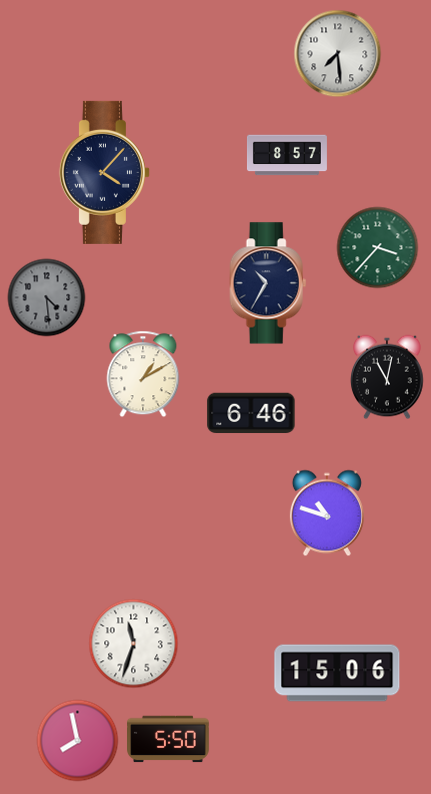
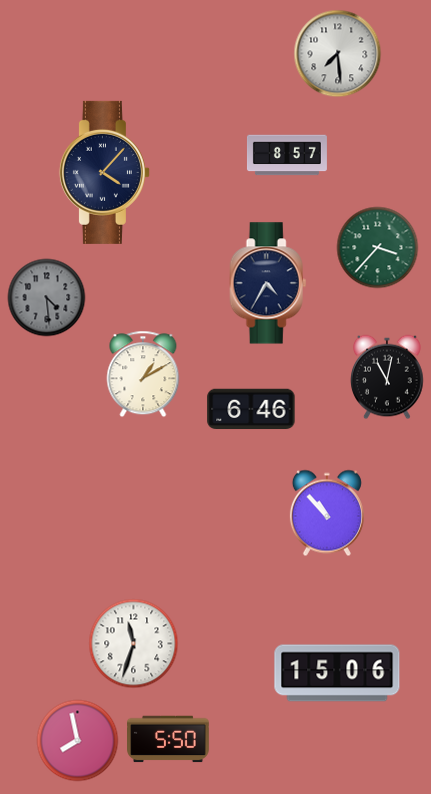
clock at (268, 283): 10:35 -> 4:35
clock at (251, 413) position: (251, 413) -> (251, 409)
clock at (327, 513): 10:48 -> 10:53
